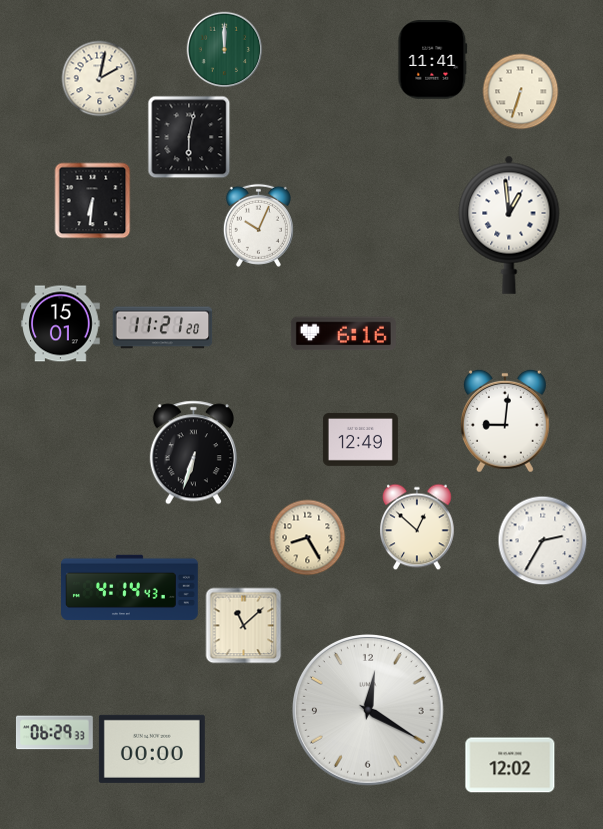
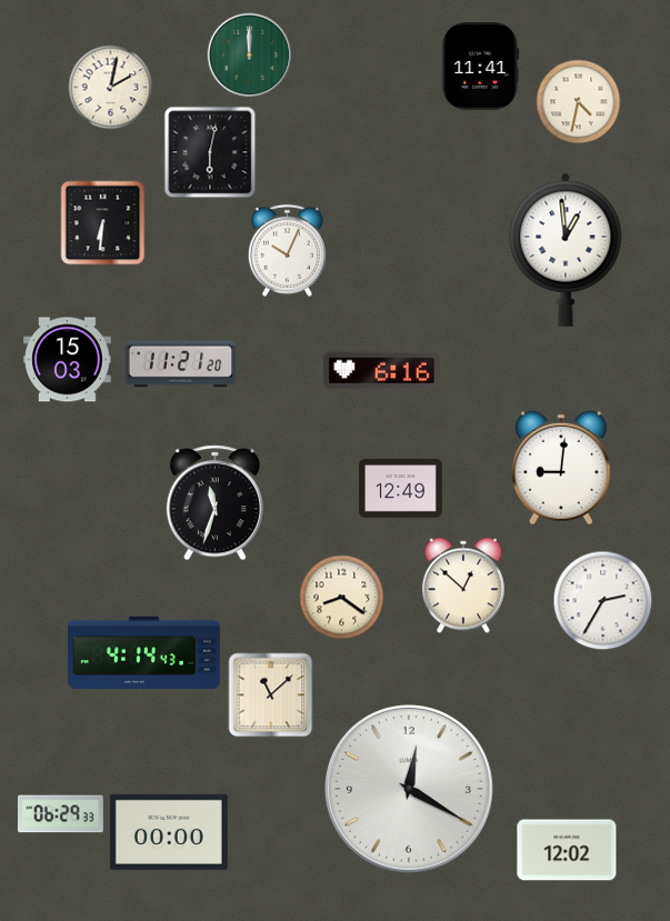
clock at (521, 92): 6:33 -> 4:32
clock at (61, 324): 15:01 -> 15:03
clock at (193, 453): 6:33 -> 11:33
clock at (308, 538): 8:25 -> 8:21
